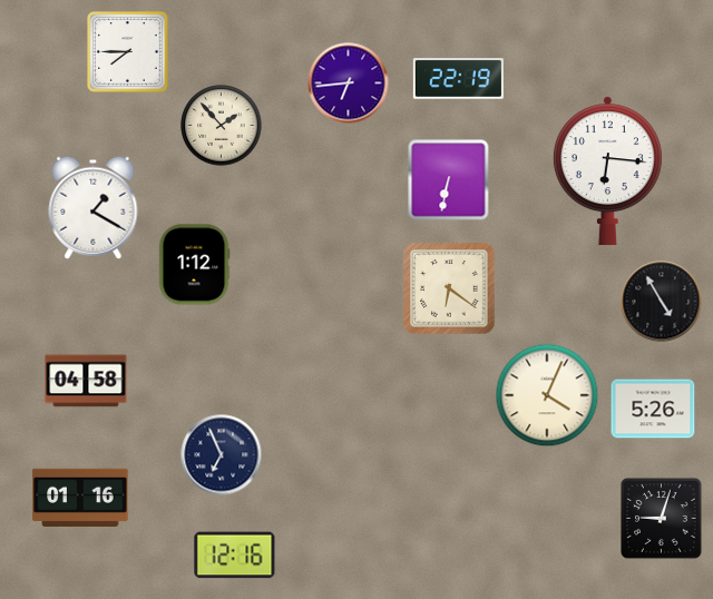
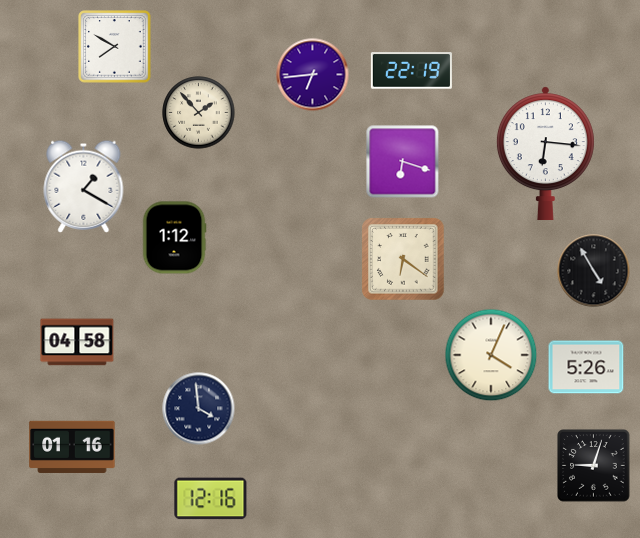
clock at (128, 52): 7:45 -> 7:50
clock at (449, 180): 6:32 -> 6:18
clock at (222, 455): 6:56 -> 3:59
